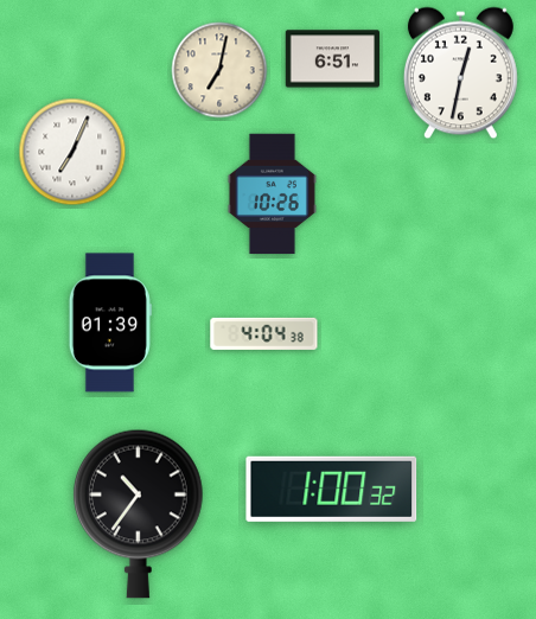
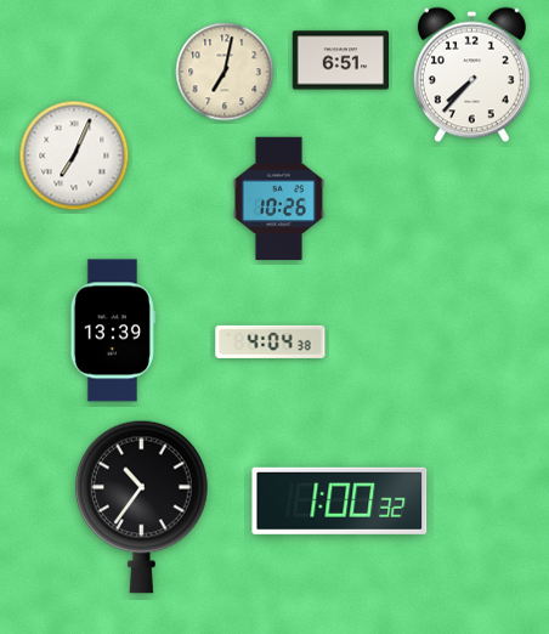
clock at (460, 74): 12:32 -> 7:37
clock at (110, 323): 01:39 -> 13:39
clock at (138, 513) position: (138, 513) -> (141, 506)
